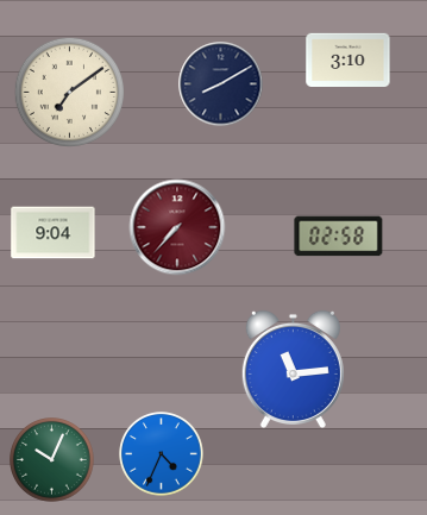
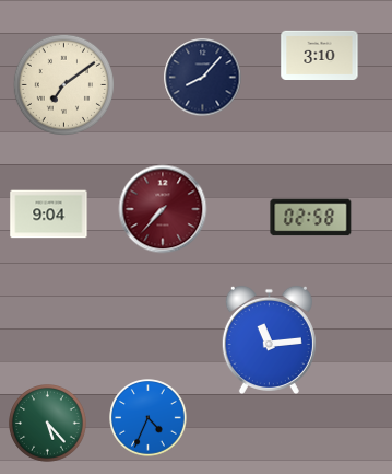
clock at (221, 84): 8:10 -> 8:07
clock at (52, 460): 10:04 -> 5:23
